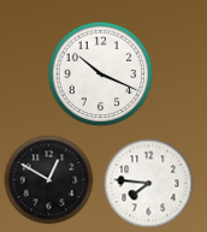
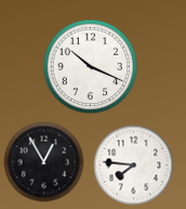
clock at (49, 180): 12:50 -> 12:55
